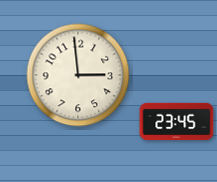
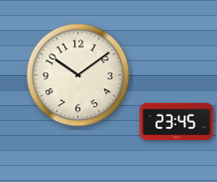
clock at (78, 75): 2:59 -> 10:09
